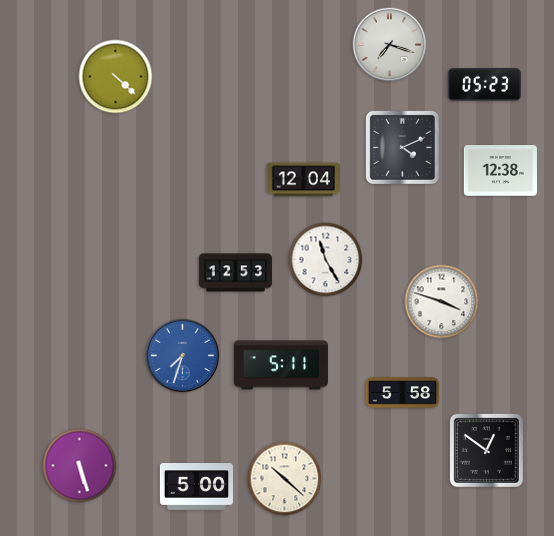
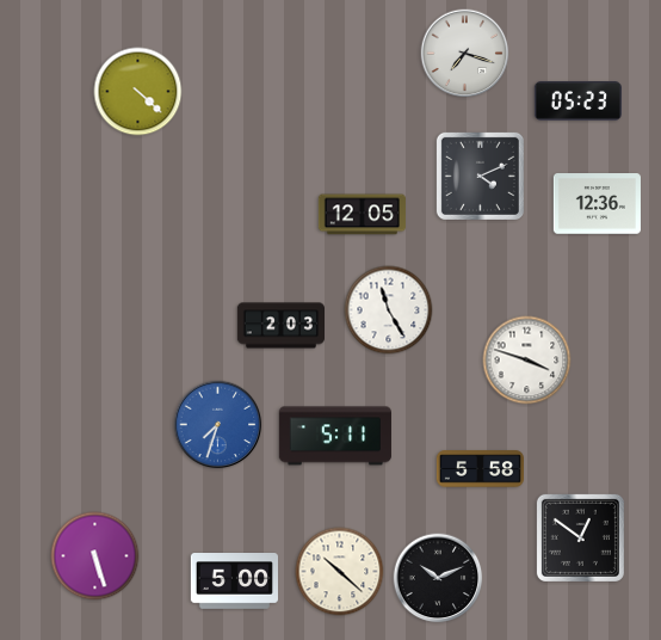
clock at (500, 171): 12:38 -> 12:36
clock at (303, 180): 12:04 -> 12:05
clock at (235, 273): 12:53 -> 2:03
clock at (438, 578): none -> 10:11
